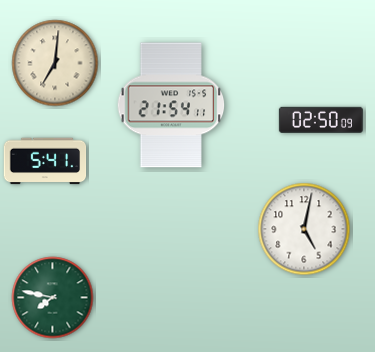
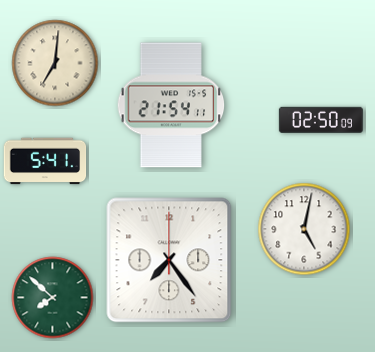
clock at (169, 260): none -> 7:24
clock at (53, 298): 7:47 -> 7:52
